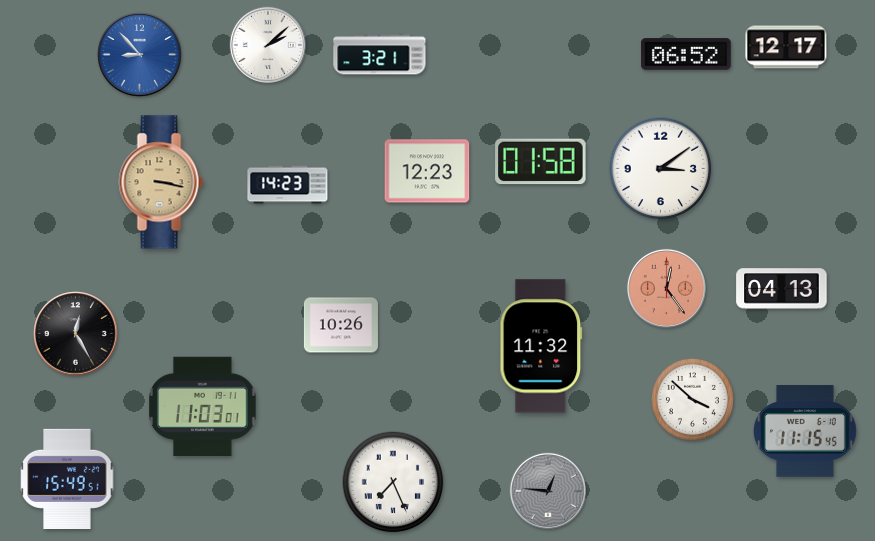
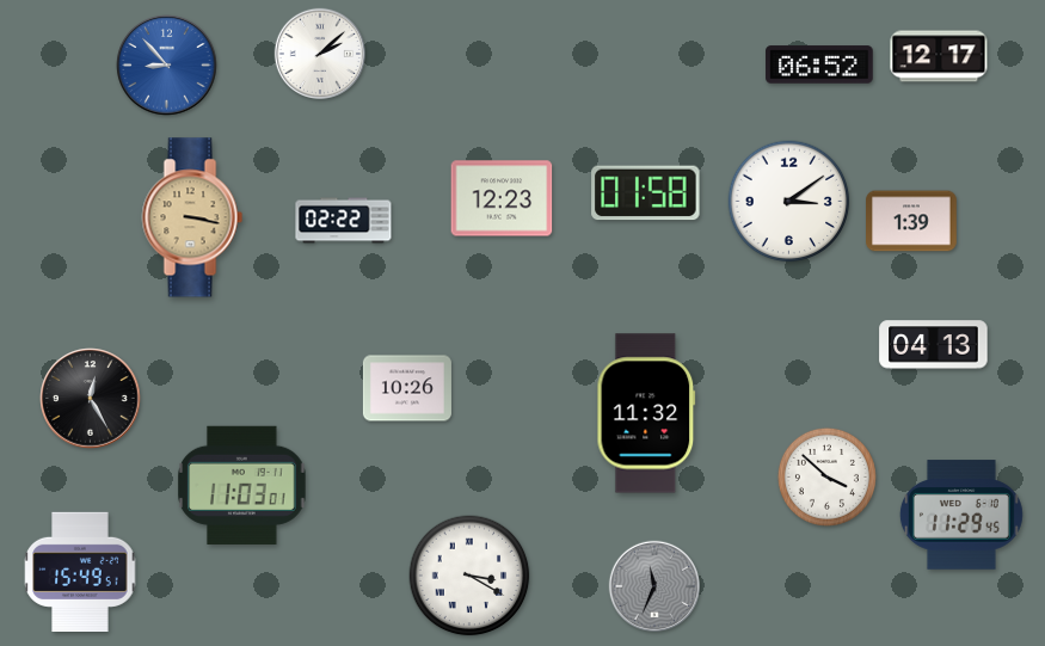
clock at (380, 55): 3:21 -> none
clock at (427, 171) position: (427, 171) -> (502, 198)
clock at (288, 185): 14:23 -> 02:22
clock at (911, 221): none -> 1:39
clock at (666, 288): 12:24 -> none
clock at (805, 431): 11:15 -> 11:29
clock at (393, 482): 7:26 -> 3:20
clock at (547, 491): 12:46 -> 11:34
